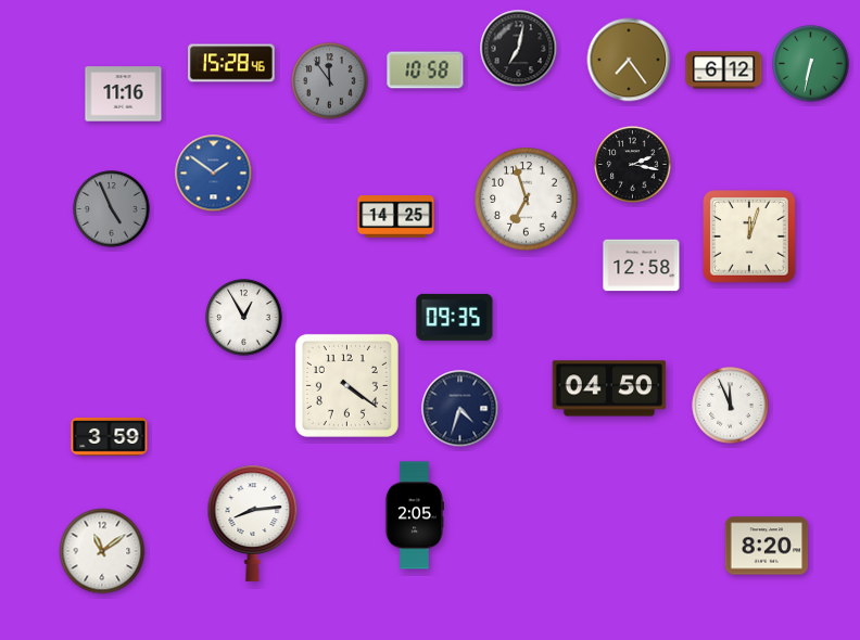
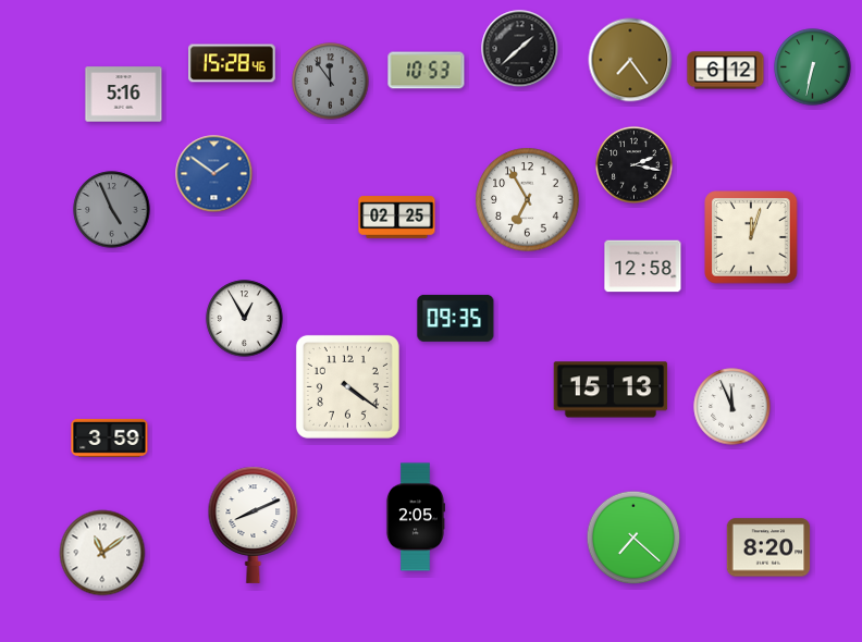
clock at (519, 49): 7:02 -> 1:38
clock at (811, 64) position: (811, 64) -> (813, 67)
clock at (426, 71): 10:58 -> 10:53
clock at (124, 94): 11:16 -> 5:16
clock at (527, 200): 6:57 -> 6:55
clock at (396, 217): 14:25 -> 02:25
clock at (609, 388): 04:50 -> 15:13
clock at (460, 409): 4:33 -> none
clock at (253, 523): 8:14 -> 8:11
clock at (633, 538): none -> 7:22
